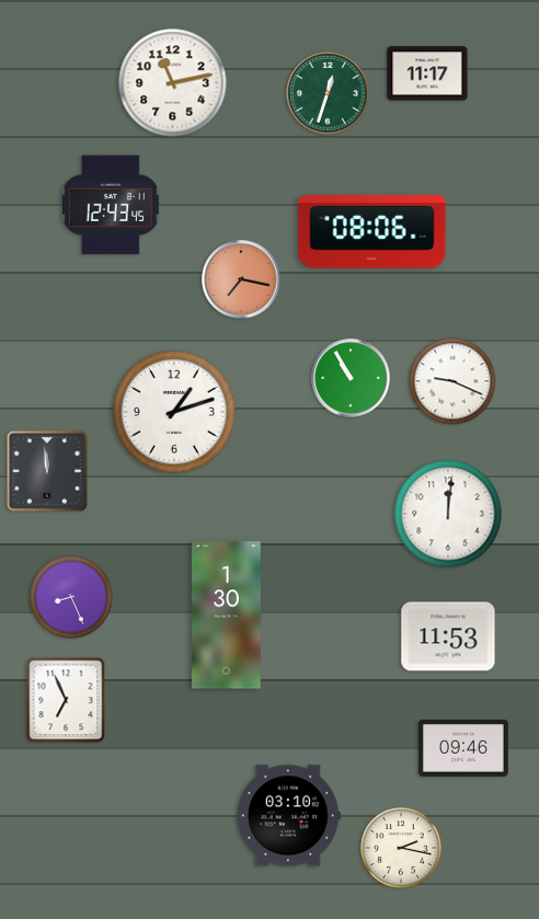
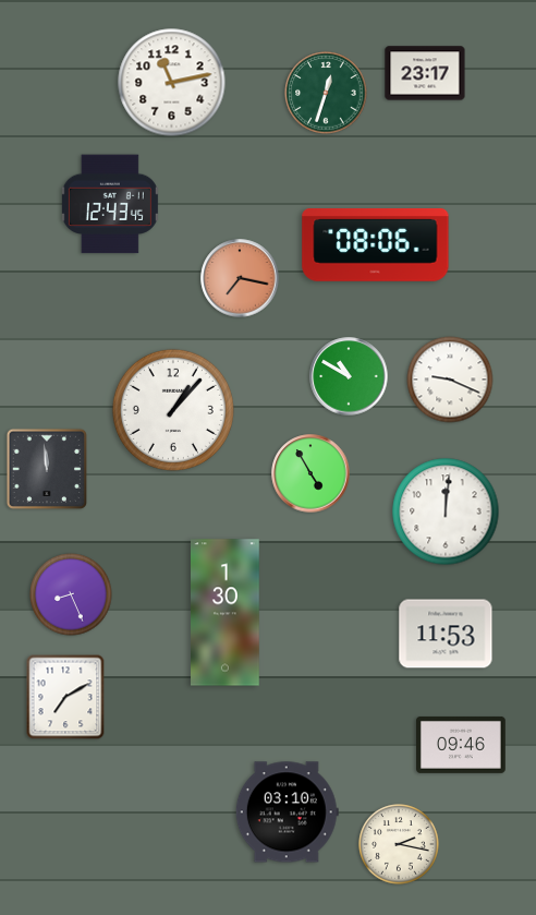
clock at (427, 73): 11:17 -> 23:17
clock at (372, 231) position: (372, 231) -> (376, 244)
clock at (351, 378): 10:55 -> 10:50
clock at (174, 412): 1:12 -> 1:07
clock at (310, 473): none -> 4:55
clock at (66, 700): 6:56 -> 7:10
